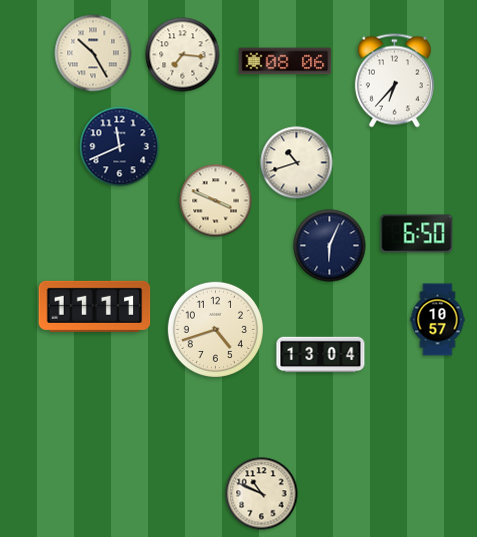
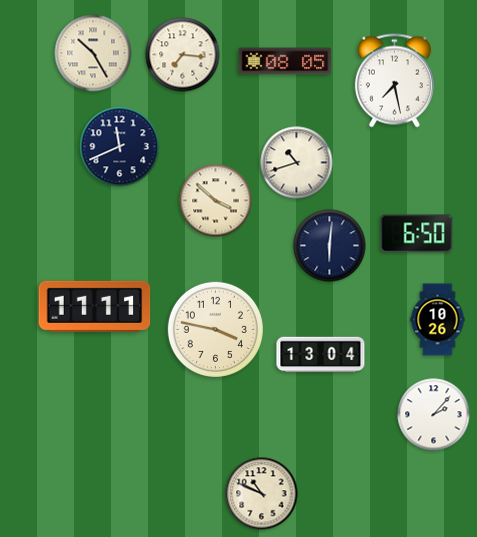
clock at (285, 61): 08:06 -> 08:05
clock at (394, 81): 6:37 -> 7:28
clock at (216, 201): 3:49 -> 3:52
clock at (330, 246): 6:04 -> 6:01
clock at (438, 320): 10:57 -> 10:26
clock at (215, 329): 4:42 -> 3:47
clock at (434, 415): none -> 2:07
